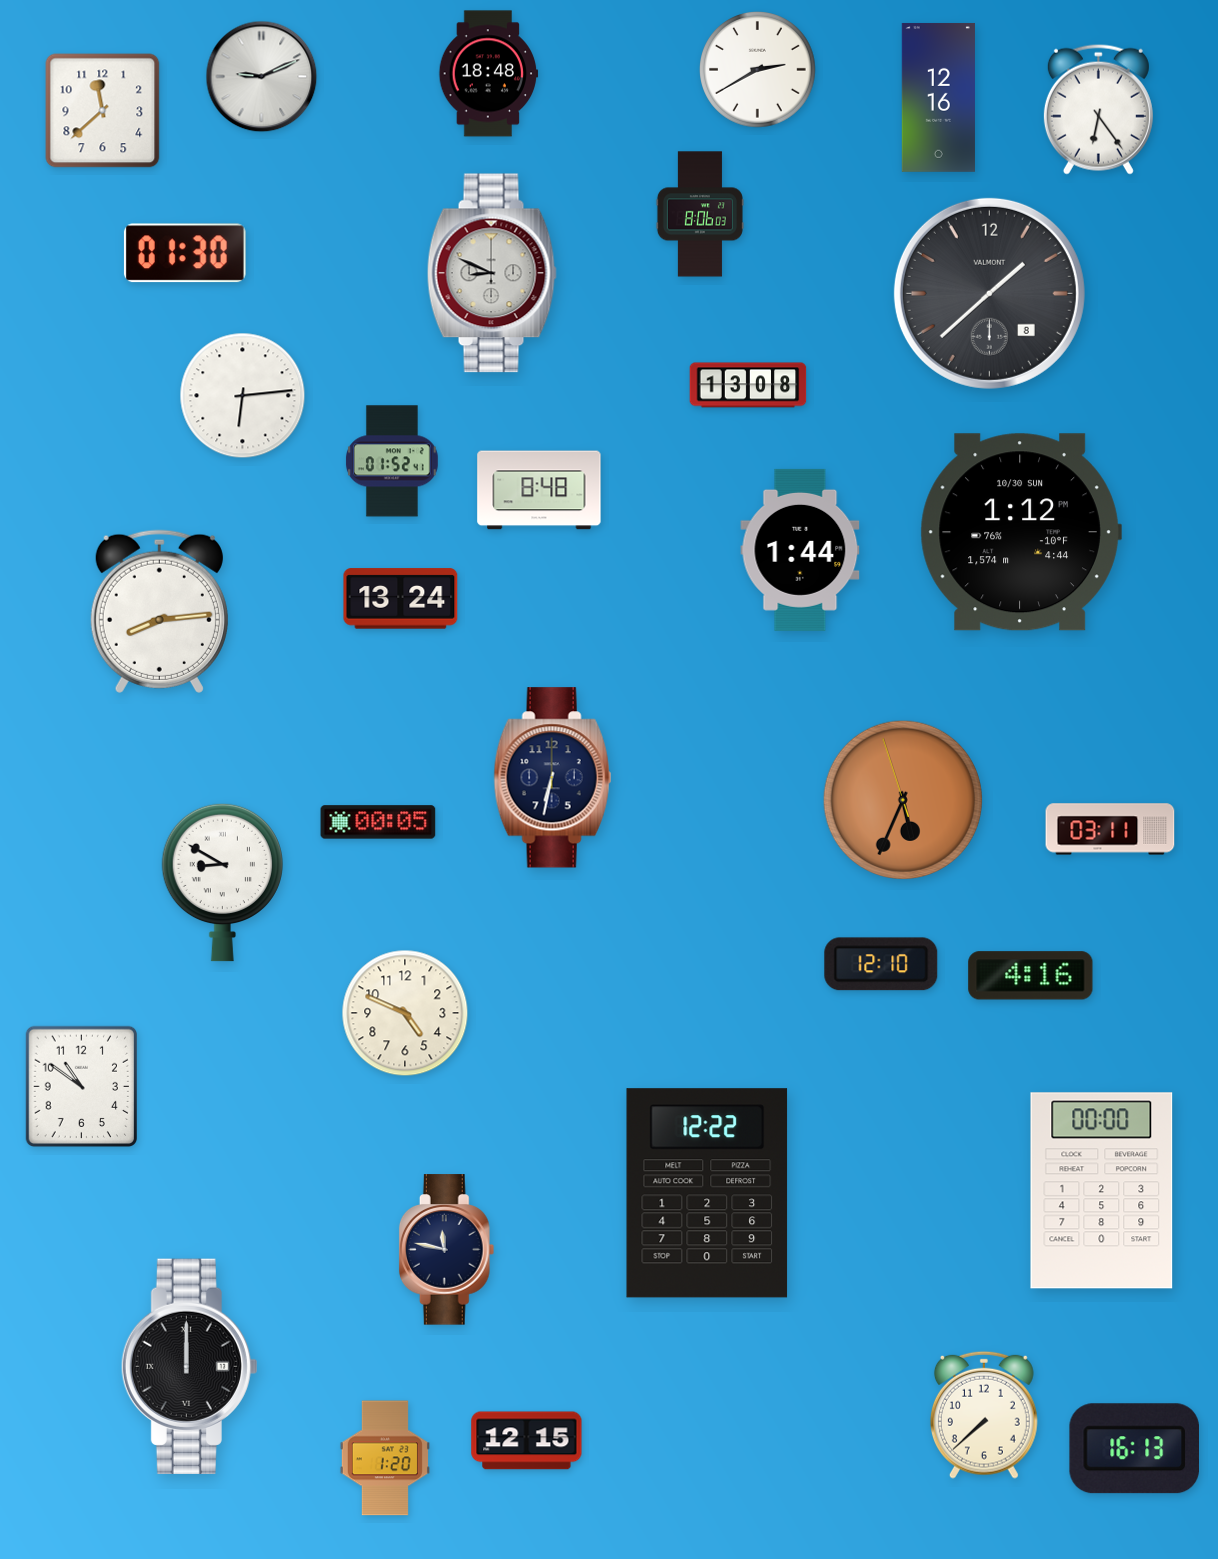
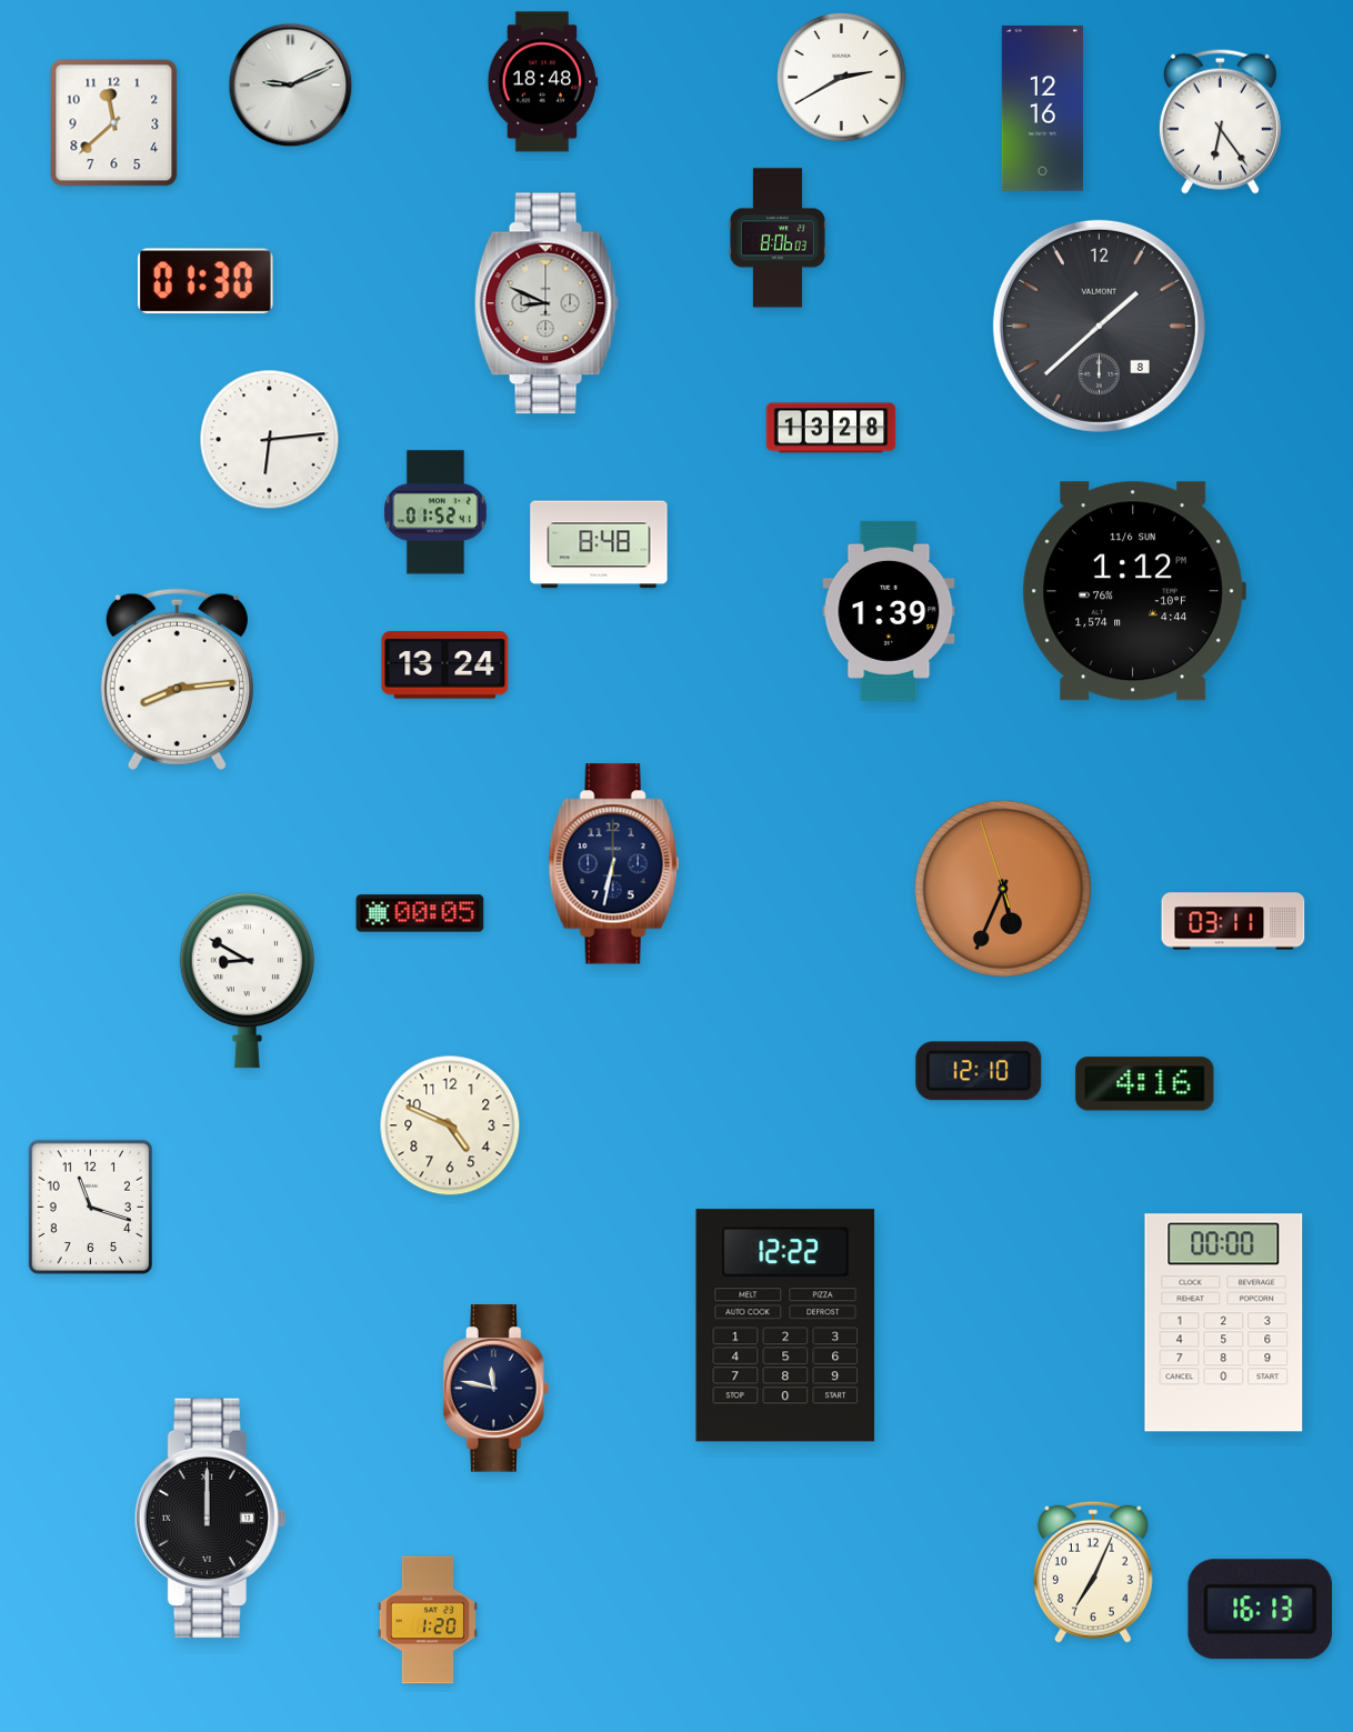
clock at (748, 385): 13:08 -> 13:28
clock at (1021, 532) date: 10/30 SUN -> 11/6 SUN
clock at (800, 550): 1:44 -> 1:39
clock at (81, 1086): 10:51 -> 11:18
clock at (984, 1415): 7:38 -> 7:04
clock at (527, 1441): 12:15 -> none
